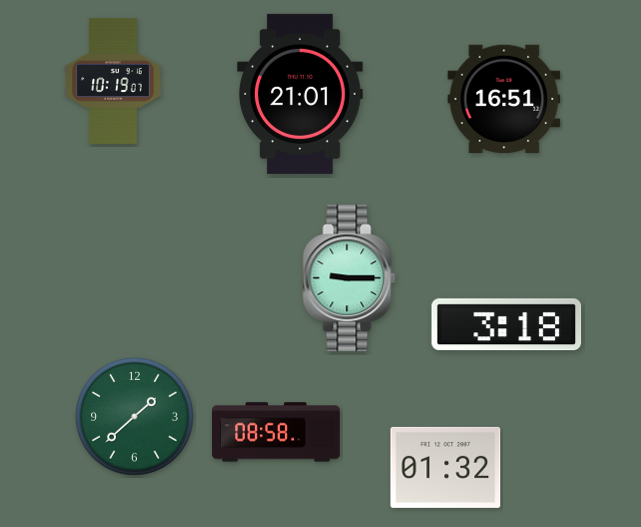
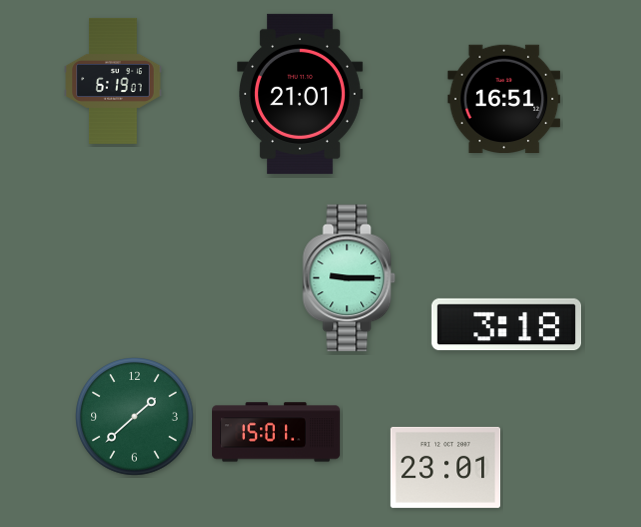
clock at (113, 81): 10:19 -> 6:19
clock at (277, 432): 08:58 -> 15:01
clock at (446, 467): 01:32 -> 23:01
